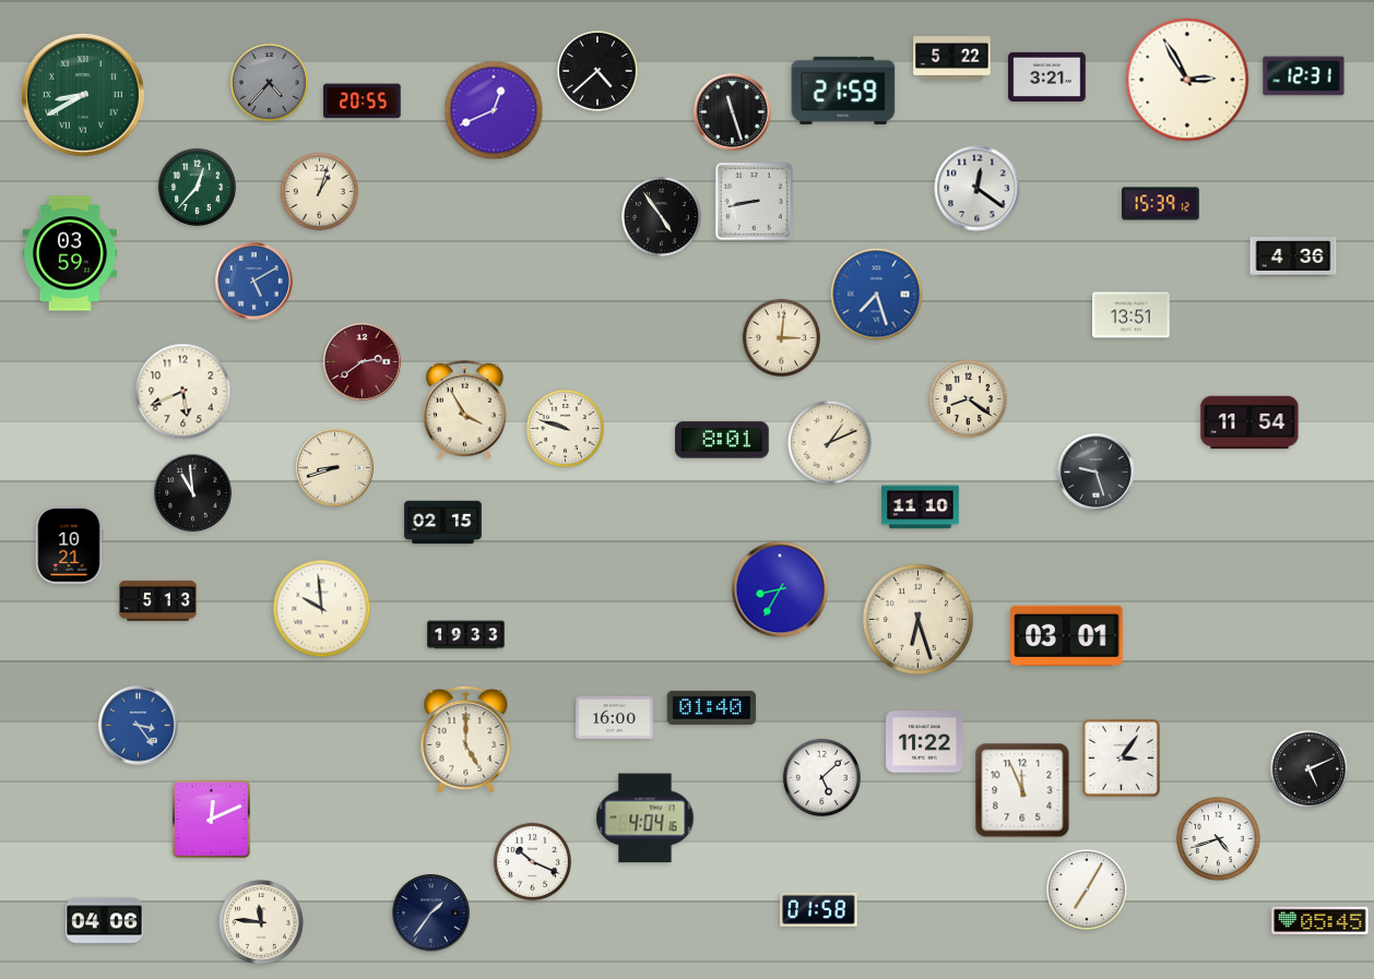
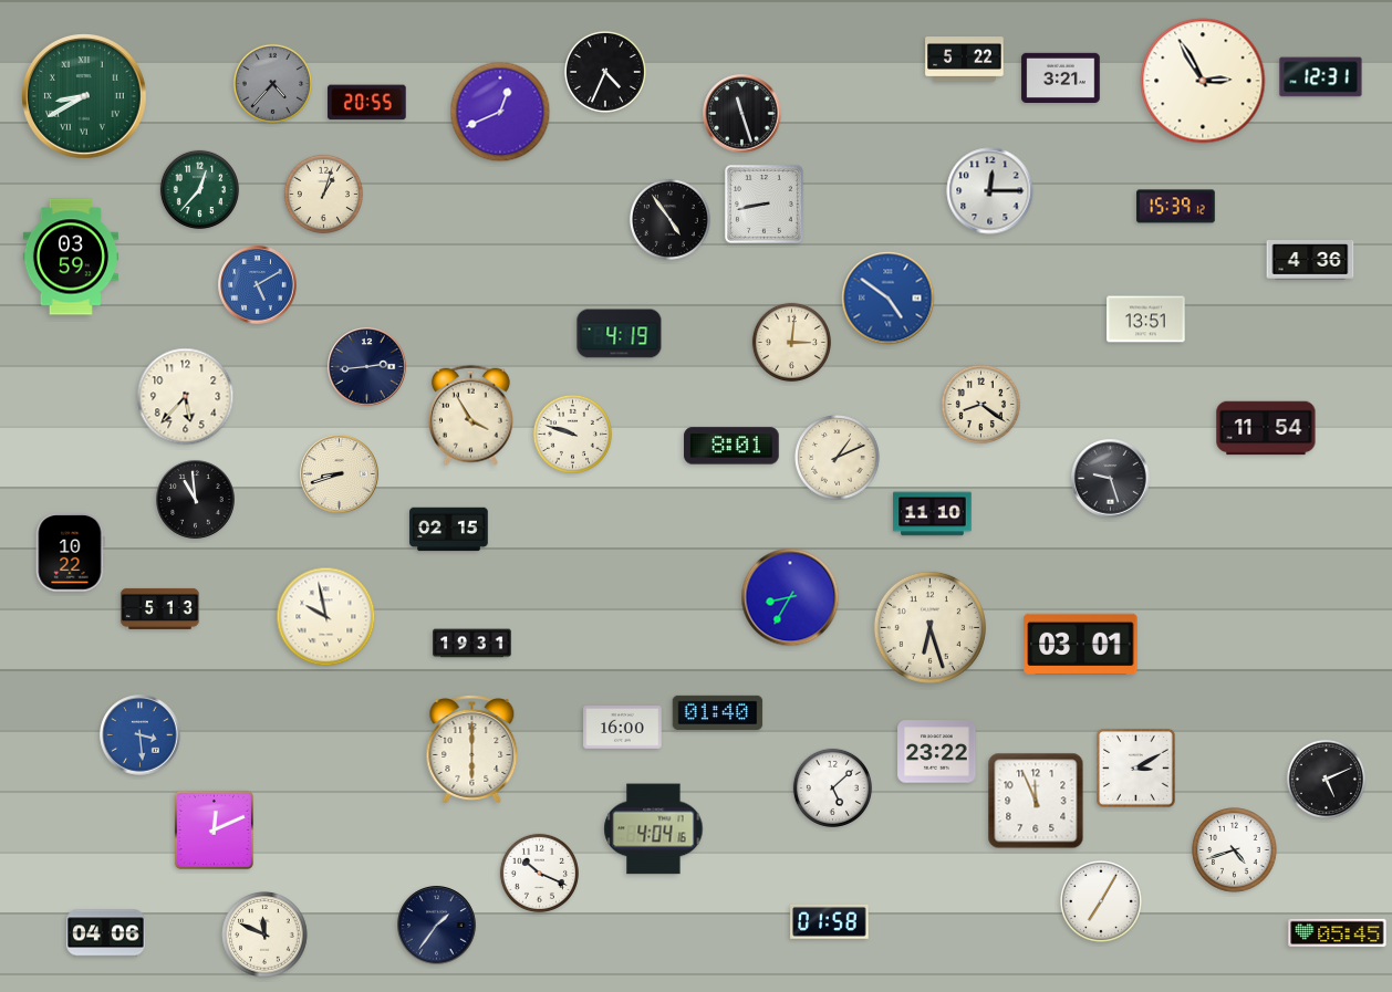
clock at (597, 71): 4:38 -> 4:34
clock at (843, 91): 21:59 -> none
clock at (978, 189): 12:21 -> 12:15
clock at (877, 295): 7:27 -> 4:51
clock at (620, 334): none -> 4:19
clock at (363, 362): 2:39 -> 2:44
clock at (363, 362) dial: burgundy -> navy
clock at (183, 392): 5:41 -> 5:37
clock at (830, 443) position: (830, 443) -> (838, 458)
clock at (69, 546): 10:21 -> 10:22
clock at (322, 609): 9:59 -> 9:58
clock at (466, 635): 19:33 -> 19:31
clock at (712, 707) position: (712, 707) -> (718, 712)
clock at (139, 726): 3:24 -> 3:29
clock at (466, 740): 5:00 -> 6:00
clock at (925, 742): 11:22 -> 23:22
clock at (1122, 759): 3:06 -> 3:10
clock at (261, 922): 11:46 -> 11:49
